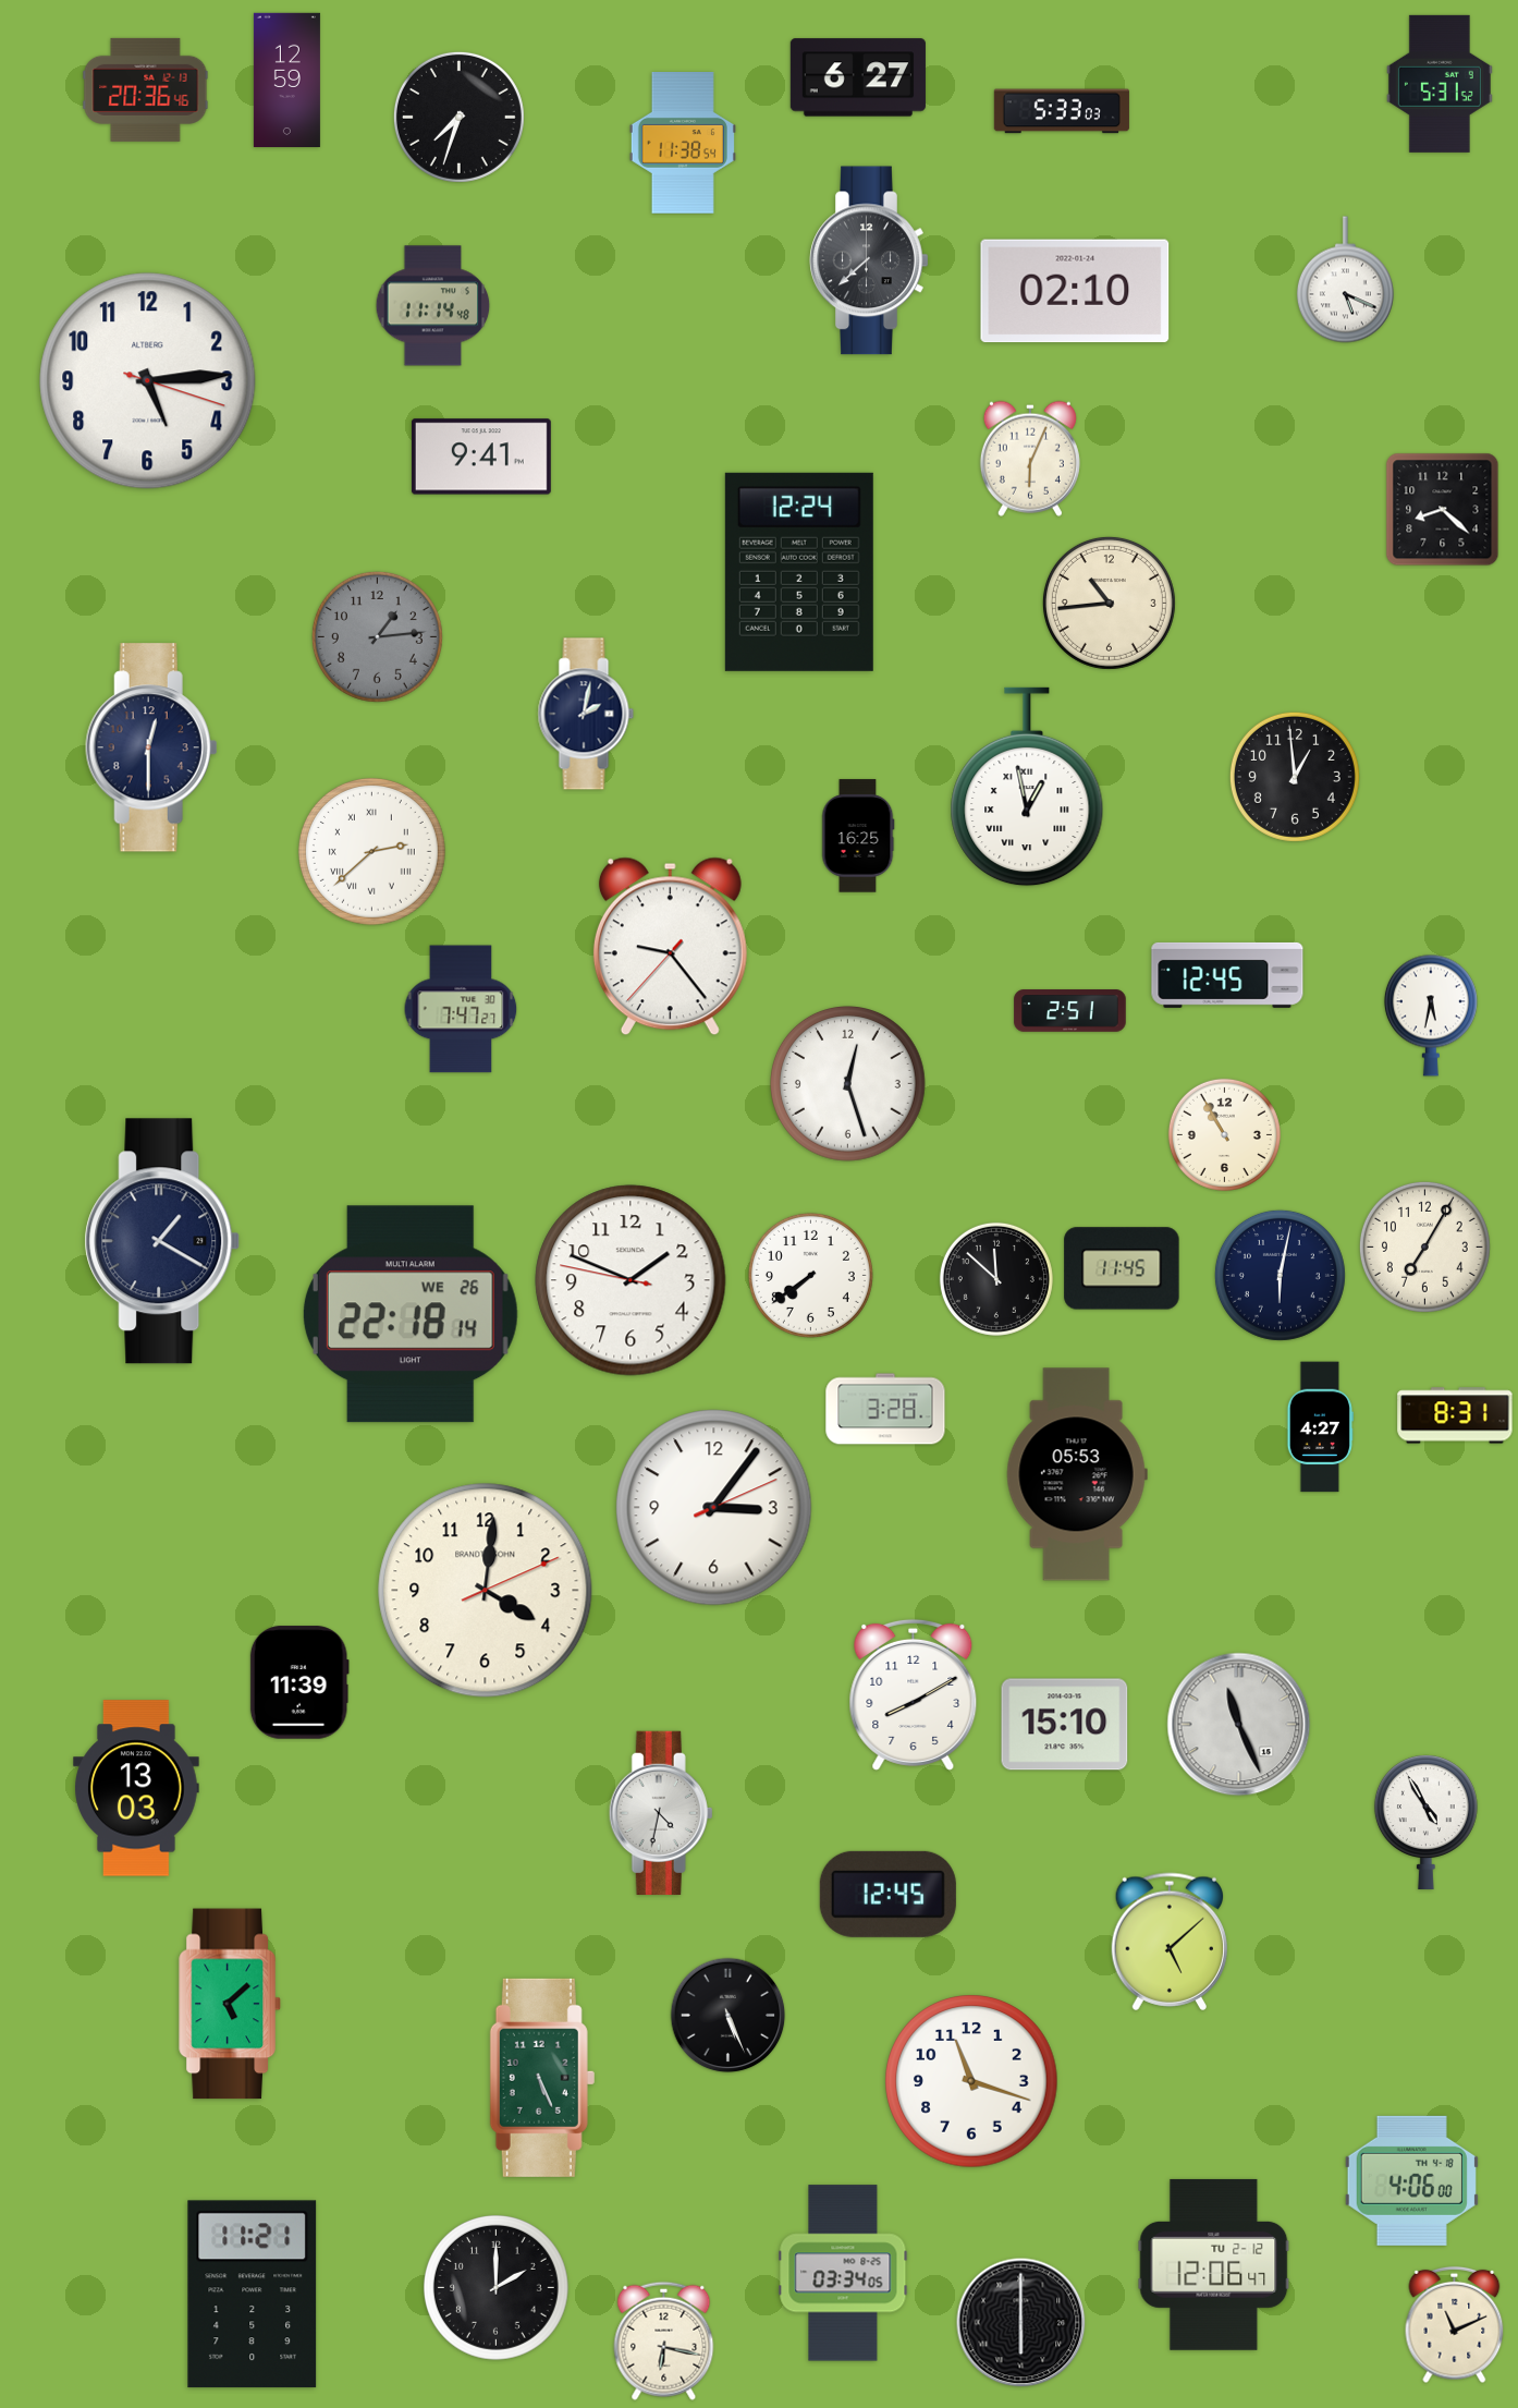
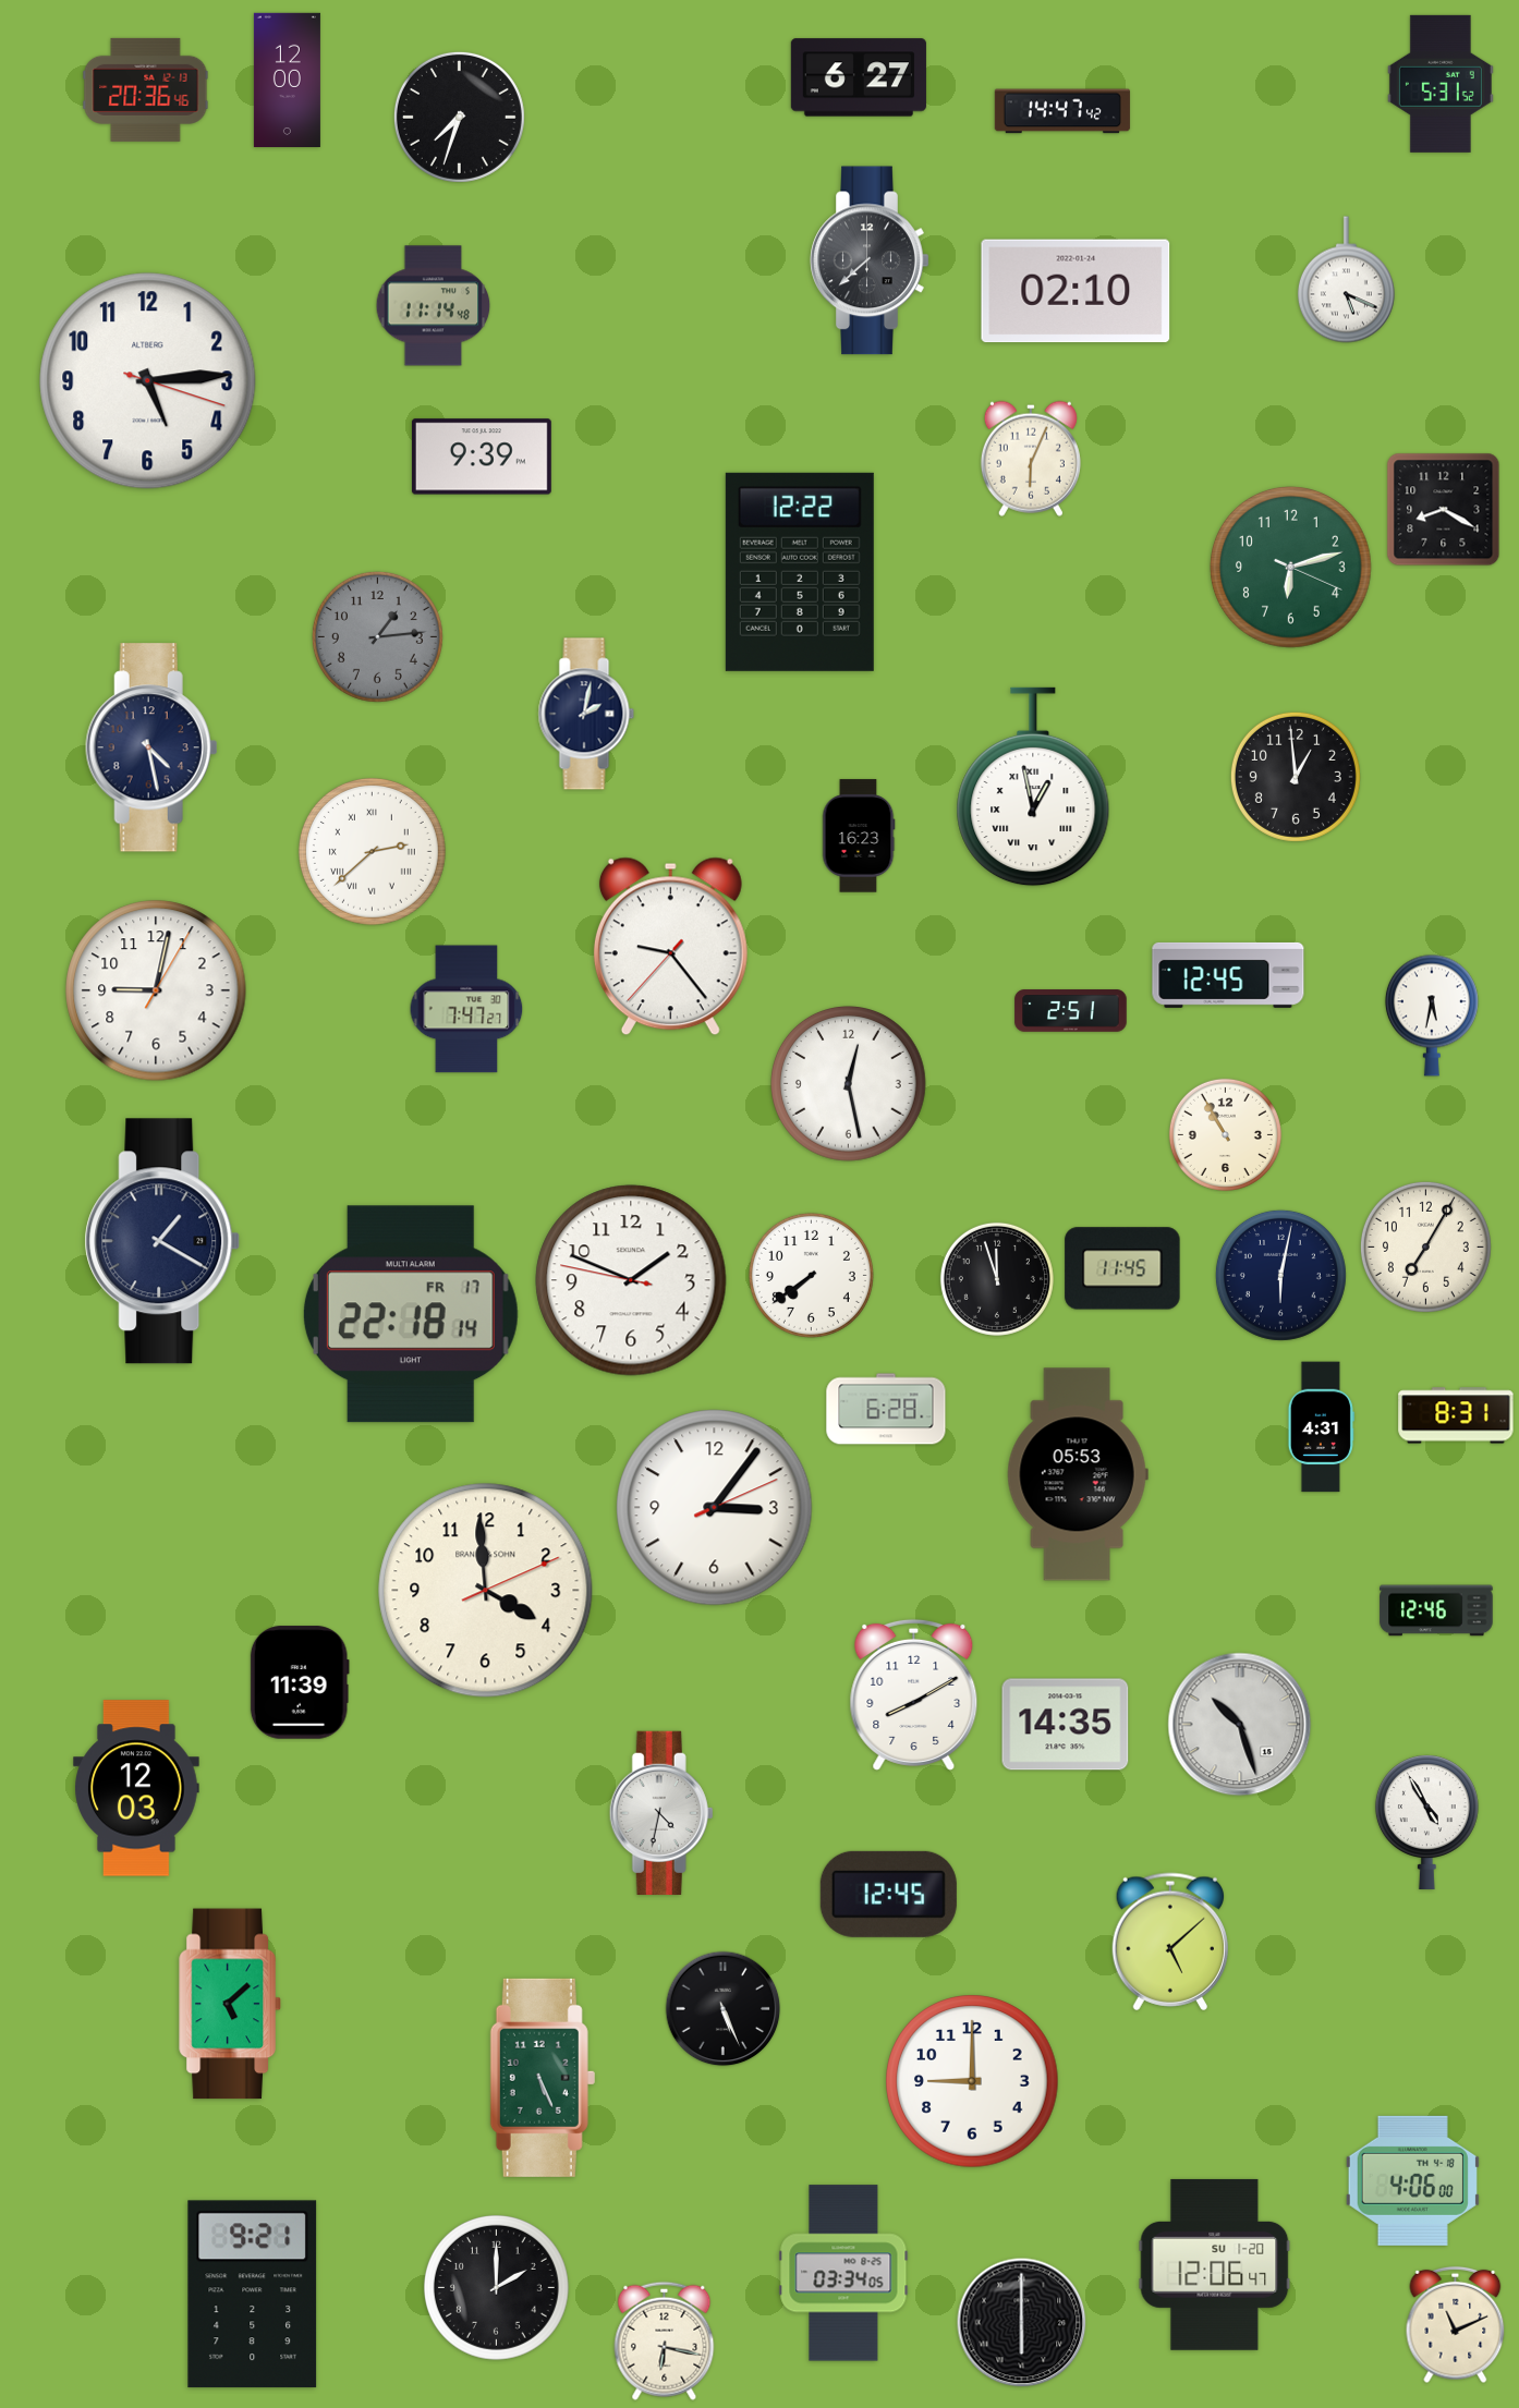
clock at (286, 80): 12:59 -> 12:00
clock at (1062, 111): 5:33 -> 14:47
clock at (683, 144): 11:38 -> none
clock at (481, 457): 9:41 -> 9:39
clock at (1443, 510): 8:22 -> 8:20
clock at (1291, 568): none -> 6:12
clock at (799, 572): 12:24 -> 12:22
clock at (1109, 603): 10:44 -> none
clock at (151, 747): 12:30 -> 4:28
clock at (1027, 787) position: (1027, 787) -> (1033, 787)
clock at (858, 836): 16:25 -> 16:23
clock at (156, 990): none -> 9:02
clock at (461, 1009) position: (461, 1009) -> (466, 1009)
clock at (848, 1084): 12:27 -> 12:28
clock at (996, 1279): 11:52 -> 11:57
clock at (411, 1314) date: WE 26 -> FR 17
clock at (885, 1409): 3:28 -> 6:28
clock at (1320, 1427): 4:27 -> 4:31
clock at (486, 1591): 4:01 -> 3:59
clock at (1436, 1610): none -> 12:46
clock at (1065, 1725): 15:10 -> 14:35
clock at (1239, 1725): 11:26 -> 10:27
clock at (136, 1788): 13:03 -> 12:03
clock at (729, 2016) position: (729, 2016) -> (724, 2009)
clock at (971, 2081): 11:18 -> 9:00
clock at (1214, 2264) date: TU 2-12 -> SU 1-20
clock at (253, 2295): 11:21 -> 9:21
